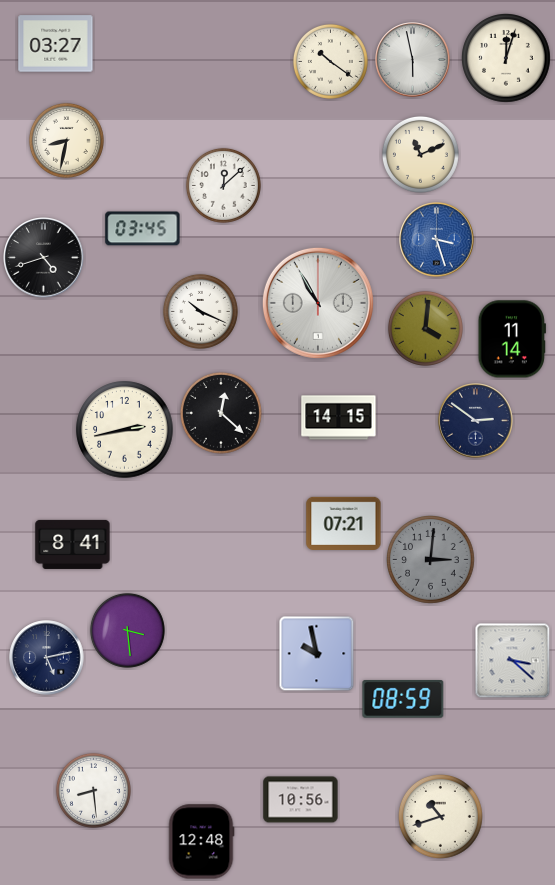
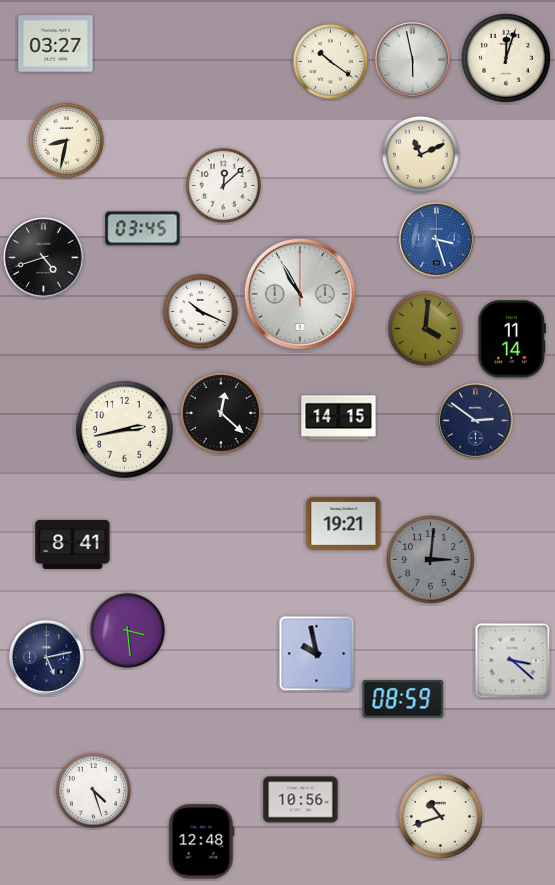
clock at (318, 303) position: (318, 303) -> (300, 294)
clock at (344, 523): 07:21 -> 19:21
clock at (93, 790): 8:29 -> 4:27
